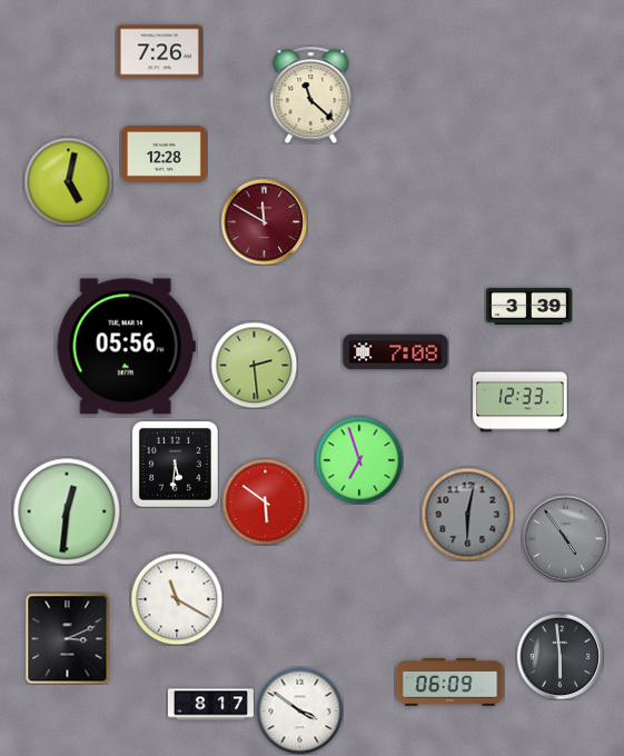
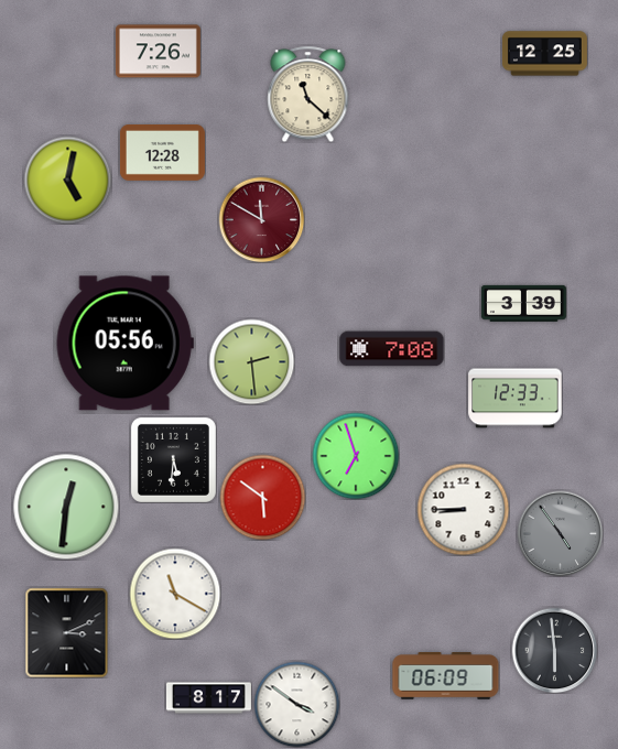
clock at (544, 54): none -> 12:25
clock at (467, 514): 6:02 -> 8:45
clock at (467, 514) dial: grey -> white
